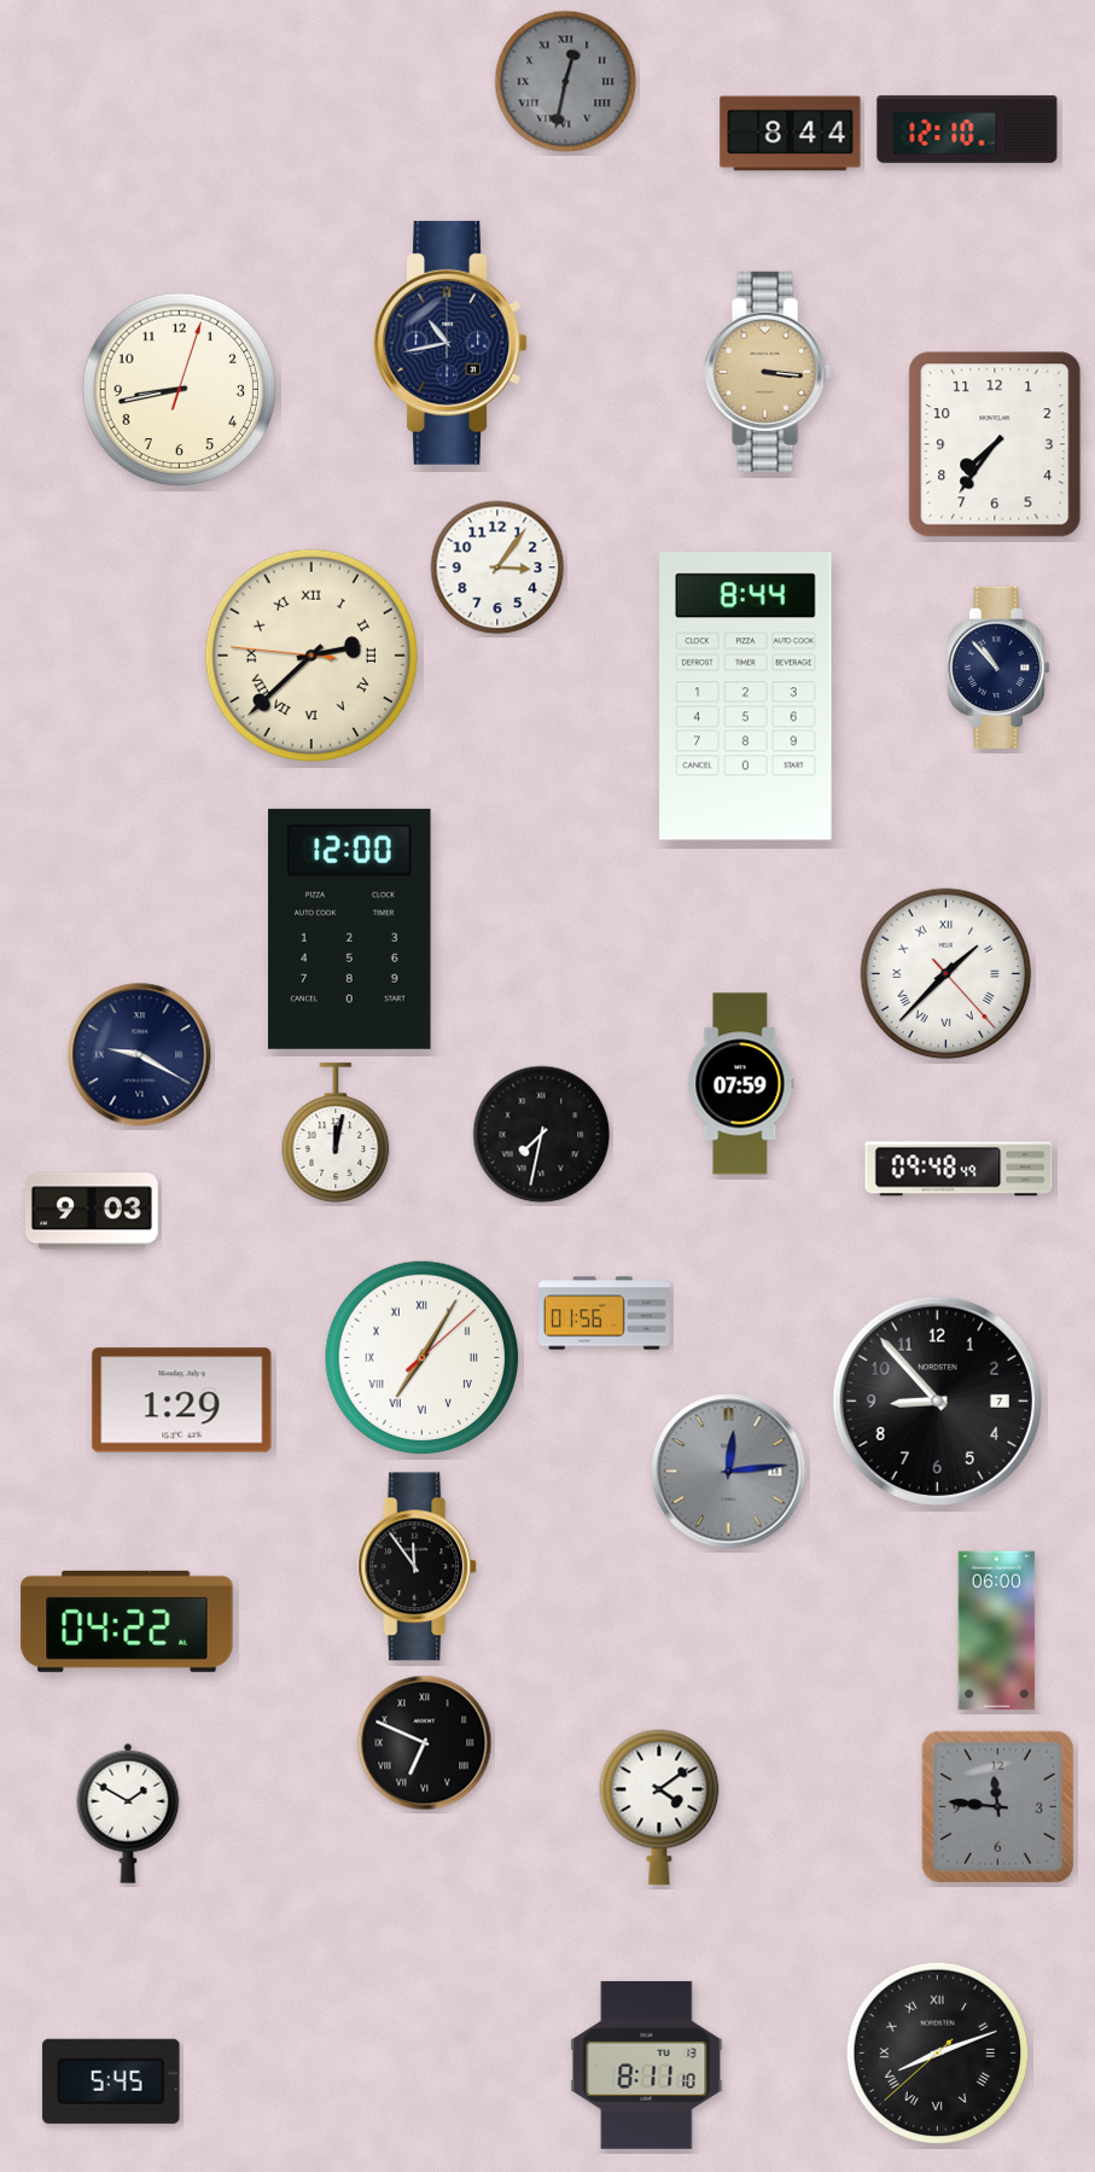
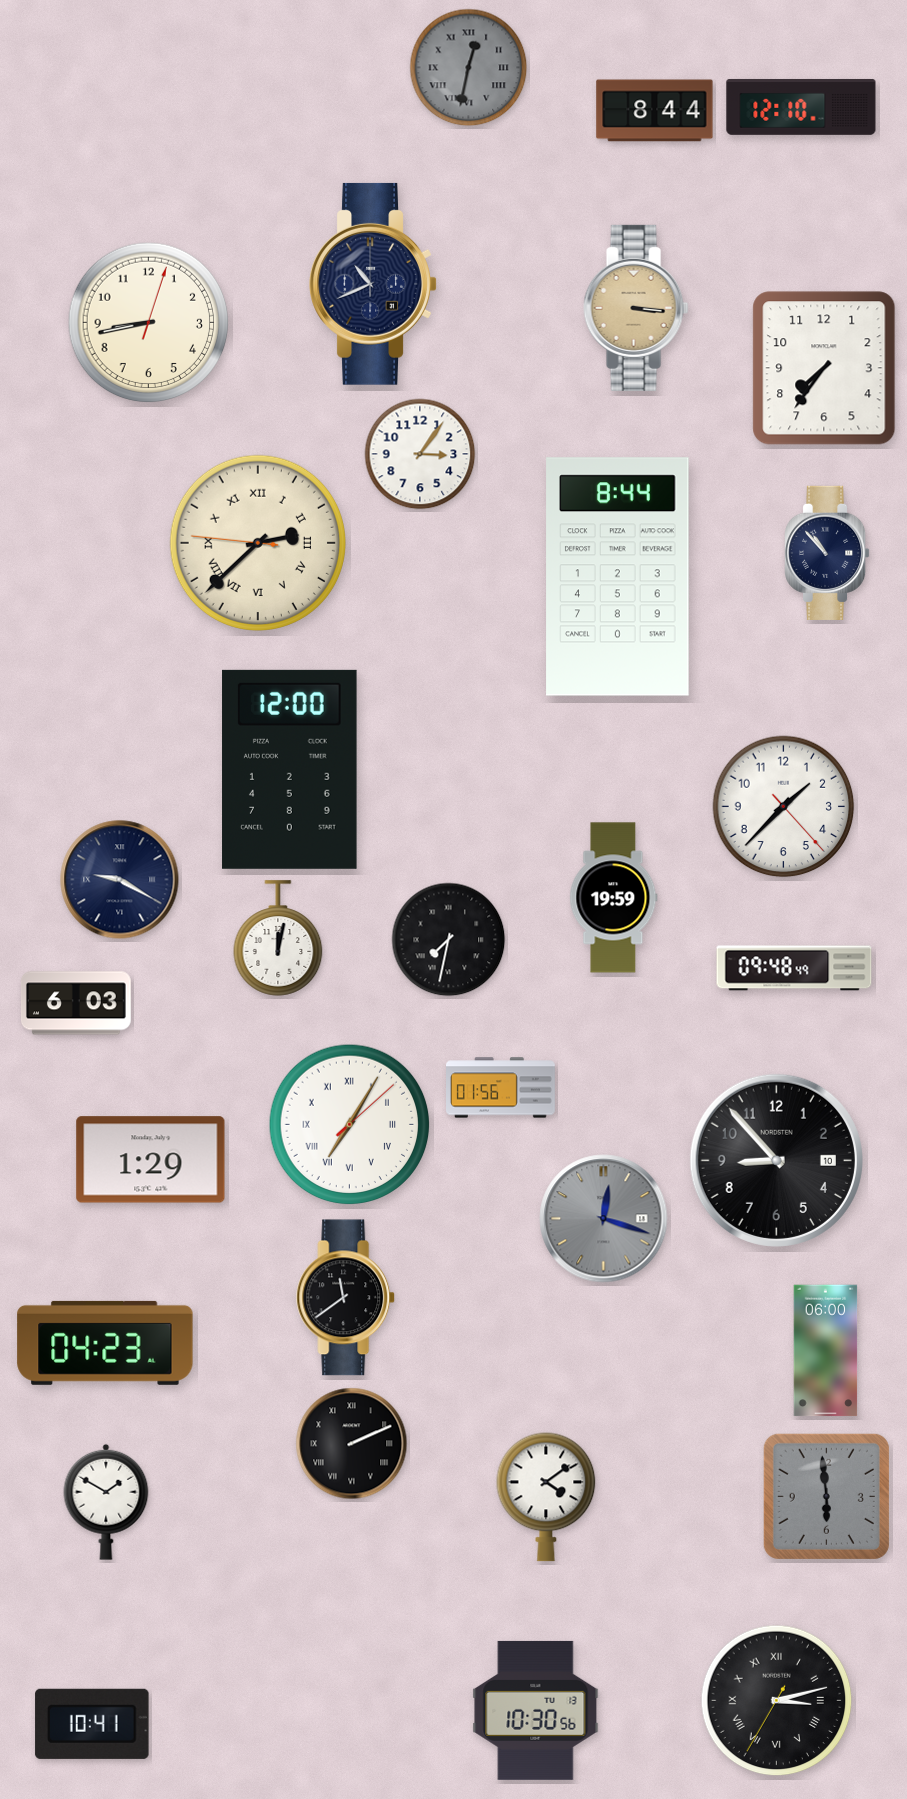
clock at (450, 343): 10:43 -> 10:41
clock at (497, 567) position: (497, 567) -> (420, 454)
clock at (947, 974) numerals: Roman -> Arabic
clock at (140, 1055) position: (140, 1055) -> (120, 880)
clock at (741, 1084): 07:59 -> 19:59
clock at (93, 1211): 9:03 -> 6:03
clock at (937, 1401) date: 7 -> 10
clock at (729, 1472): 12:14 -> 12:18
clock at (418, 1567): 11:54 -> 11:39
clock at (127, 1621): 04:22 -> 04:23
clock at (425, 1743): 6:49 -> 2:11
clock at (997, 1806): 11:46 -> 5:59
clock at (938, 2054): 8:11 -> 3:12
clock at (647, 2065): 8:11 -> 10:30
clock at (111, 2081): 5:45 -> 10:41
